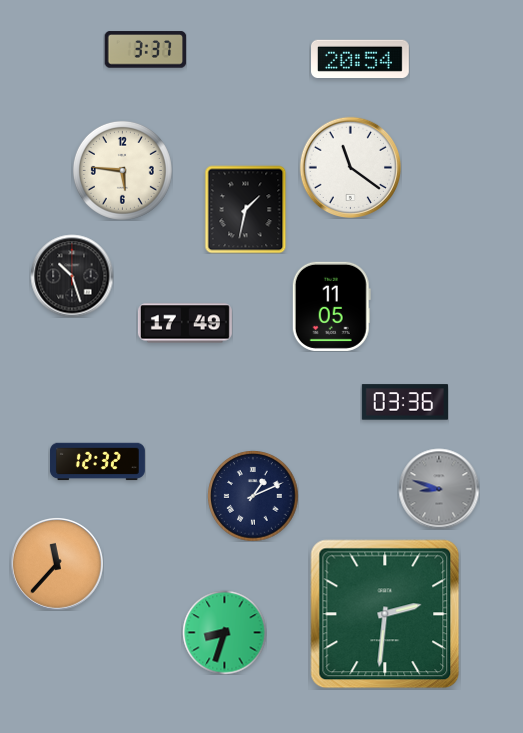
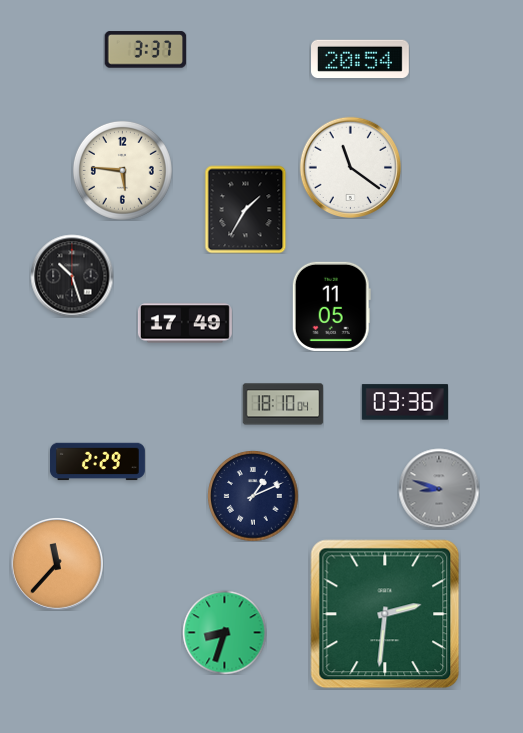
clock at (246, 209): 1:32 -> 1:35
clock at (283, 404): none -> 18:10
clock at (97, 462): 12:32 -> 2:29
